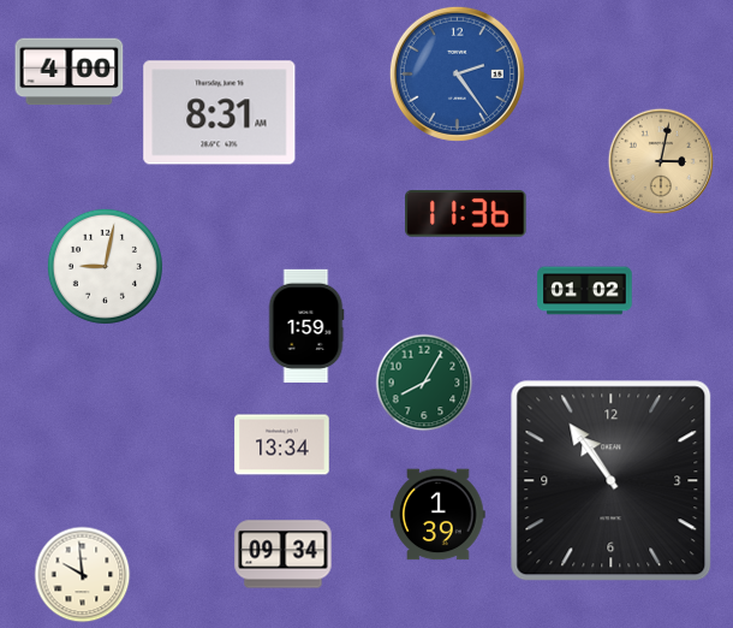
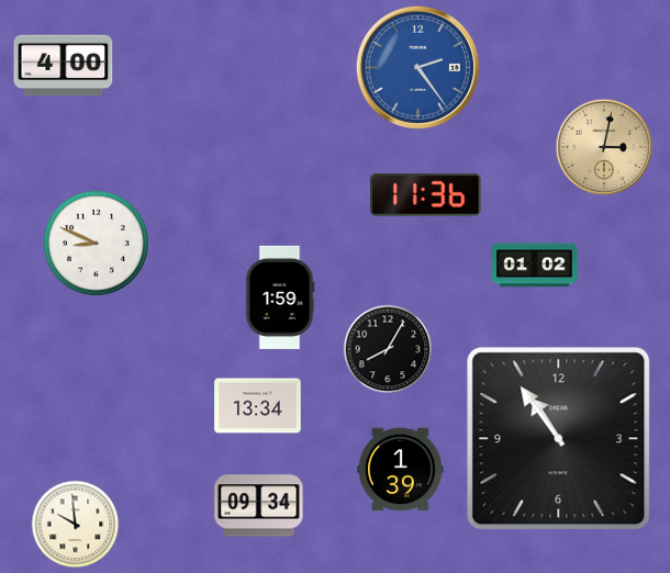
clock at (220, 113): 8:31 -> none
clock at (105, 266): 9:02 -> 8:49
clock at (424, 383) dial: green -> black
